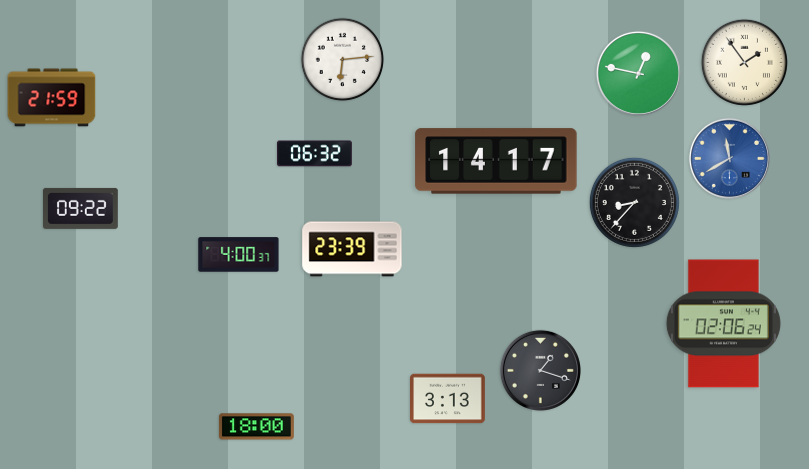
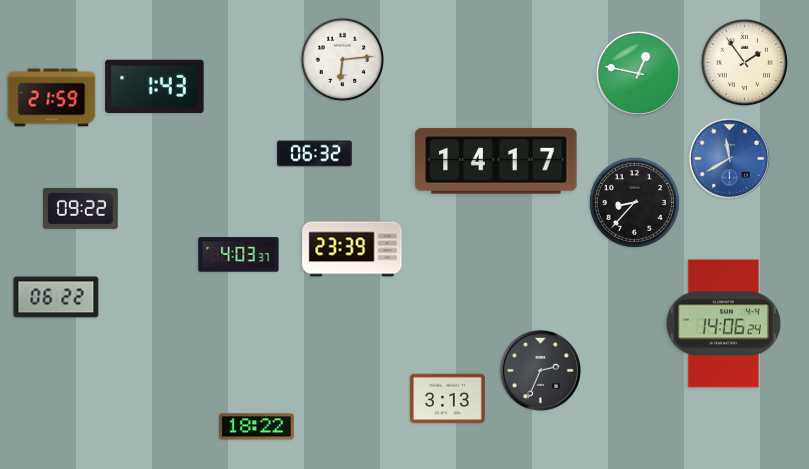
clock at (155, 87): none -> 1:43
clock at (239, 255): 4:00 -> 4:03
clock at (56, 297): none -> 06:22
clock at (723, 324): 02:06 -> 14:06
clock at (540, 370): 1:18 -> 2:34
clock at (257, 427): 18:00 -> 18:22
